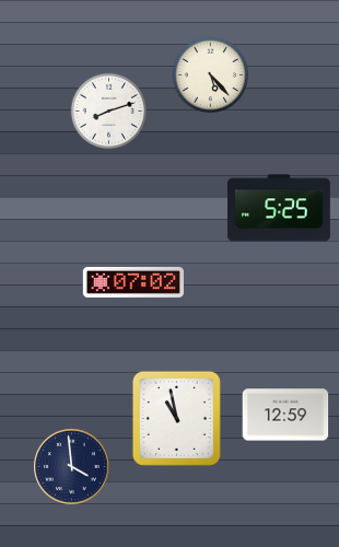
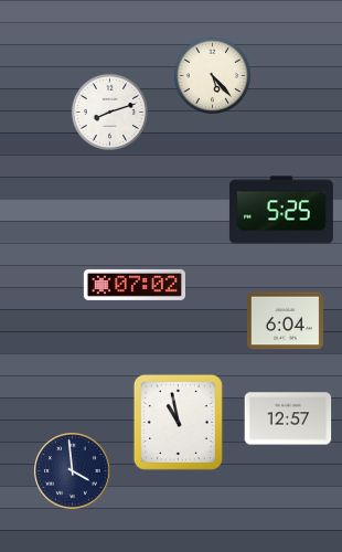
clock at (285, 321): none -> 6:04
clock at (285, 415): 12:59 -> 12:57
